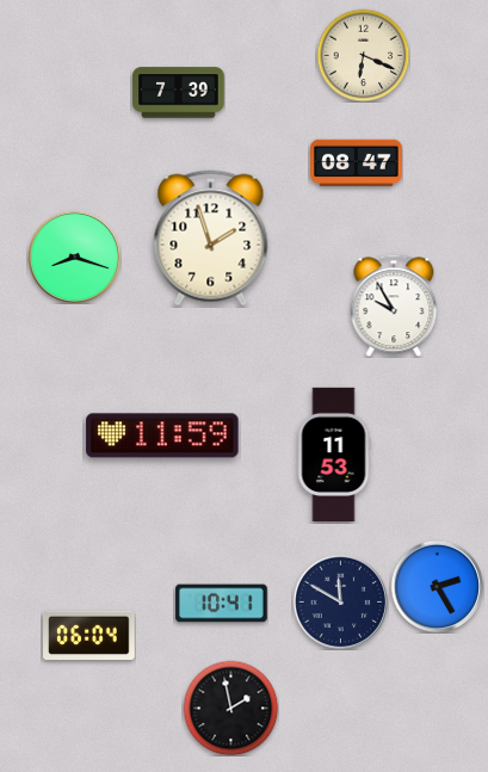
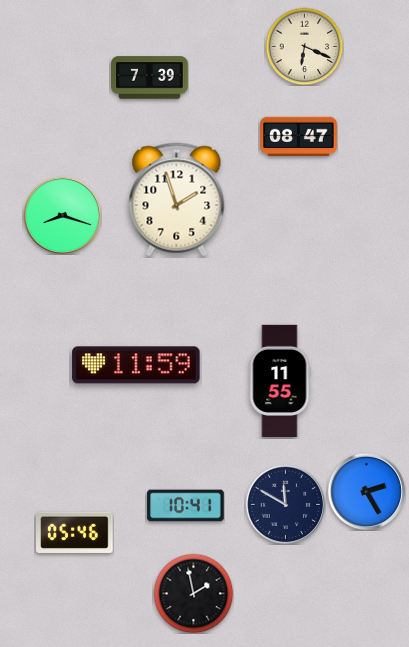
clock at (394, 305): 9:55 -> none
clock at (334, 455): 11:53 -> 11:55
clock at (89, 635): 06:04 -> 05:46
